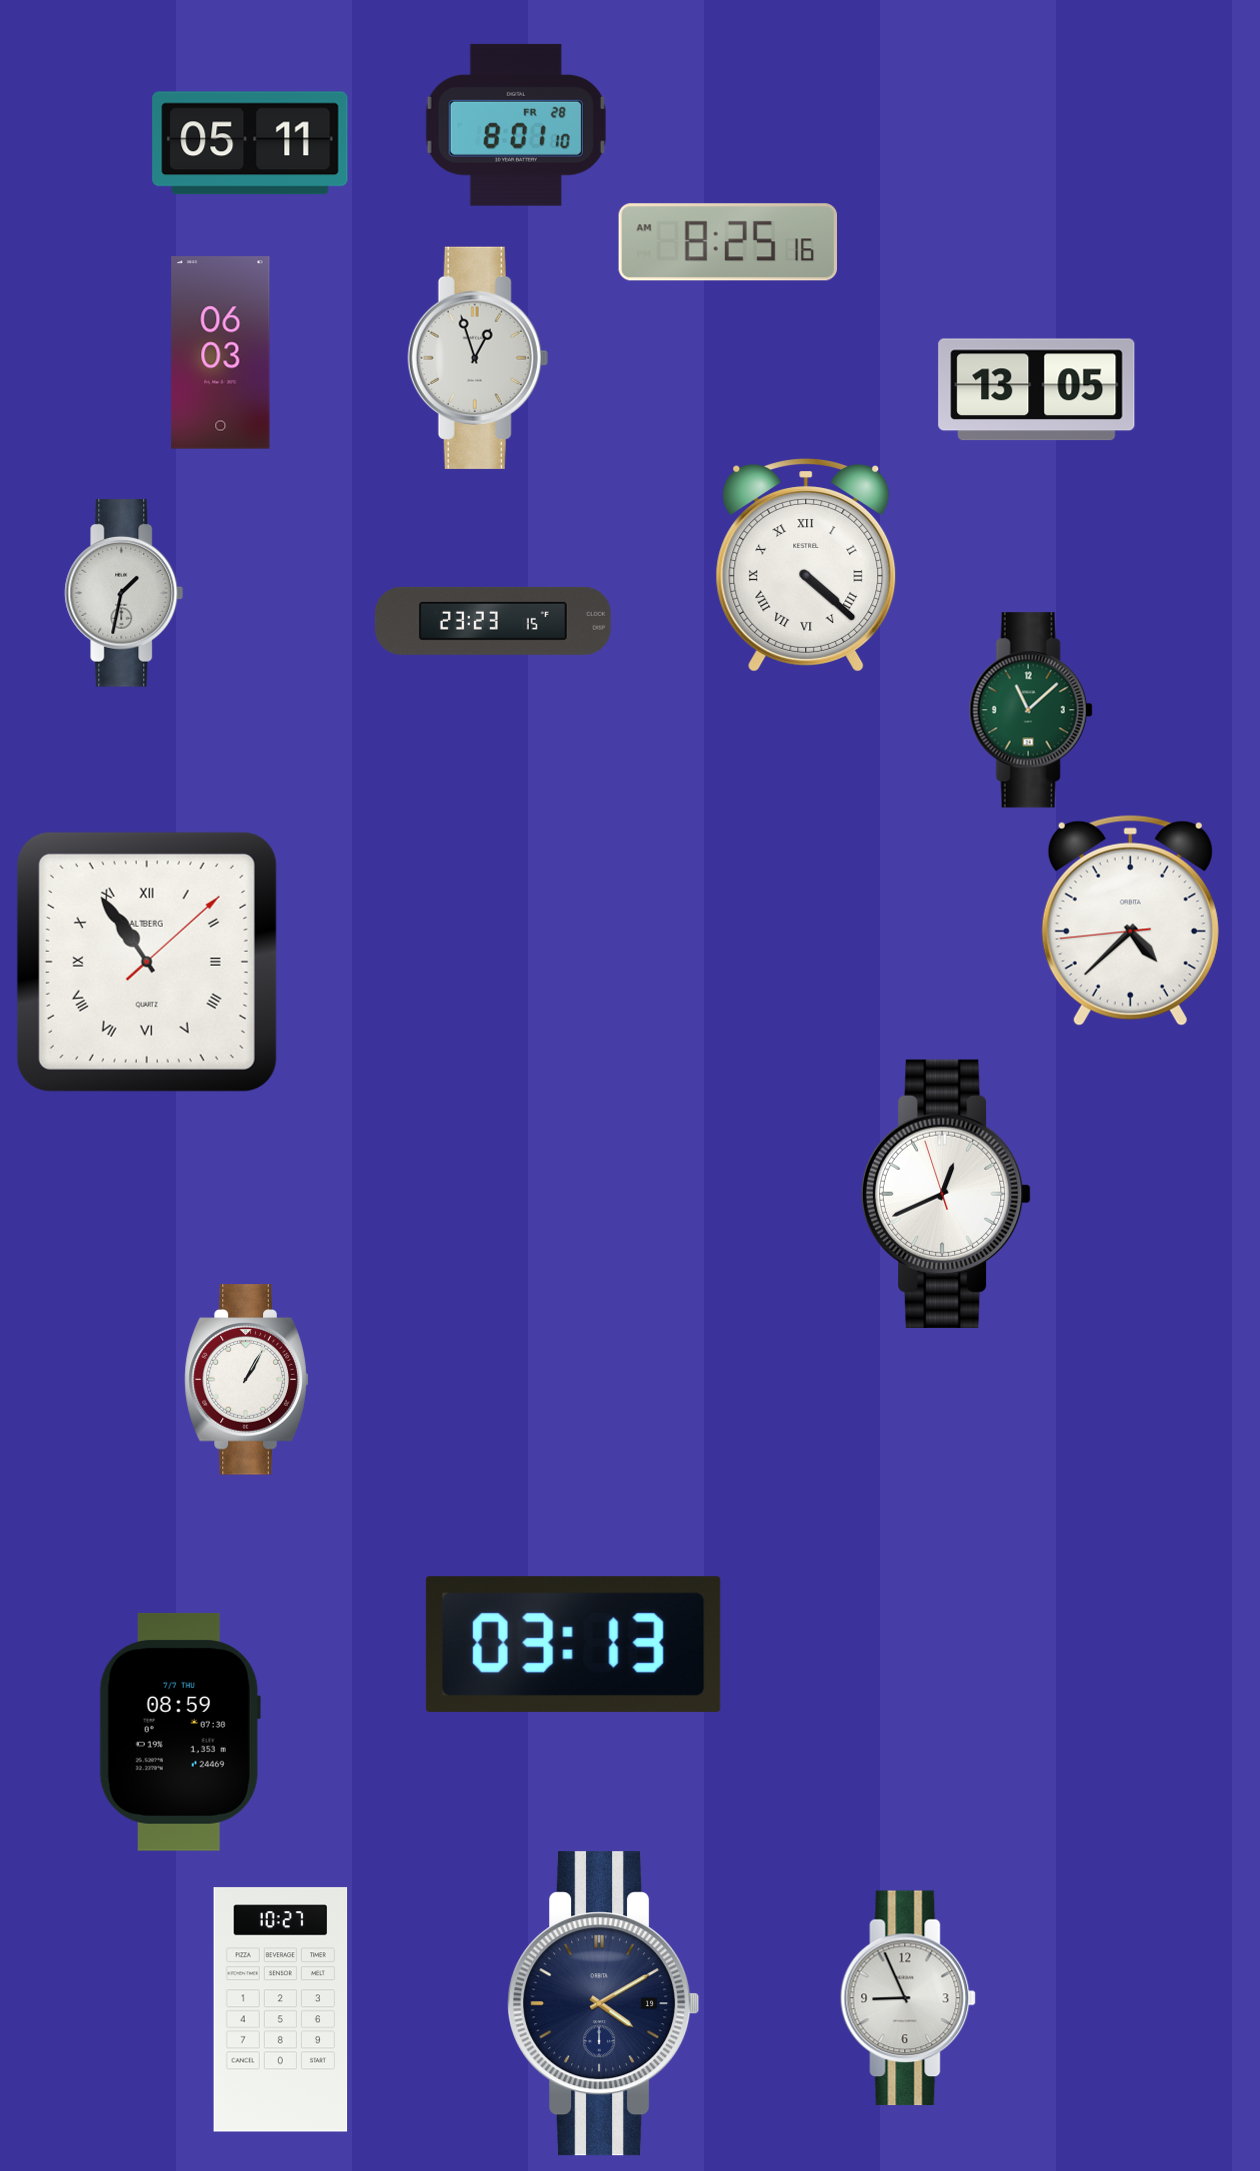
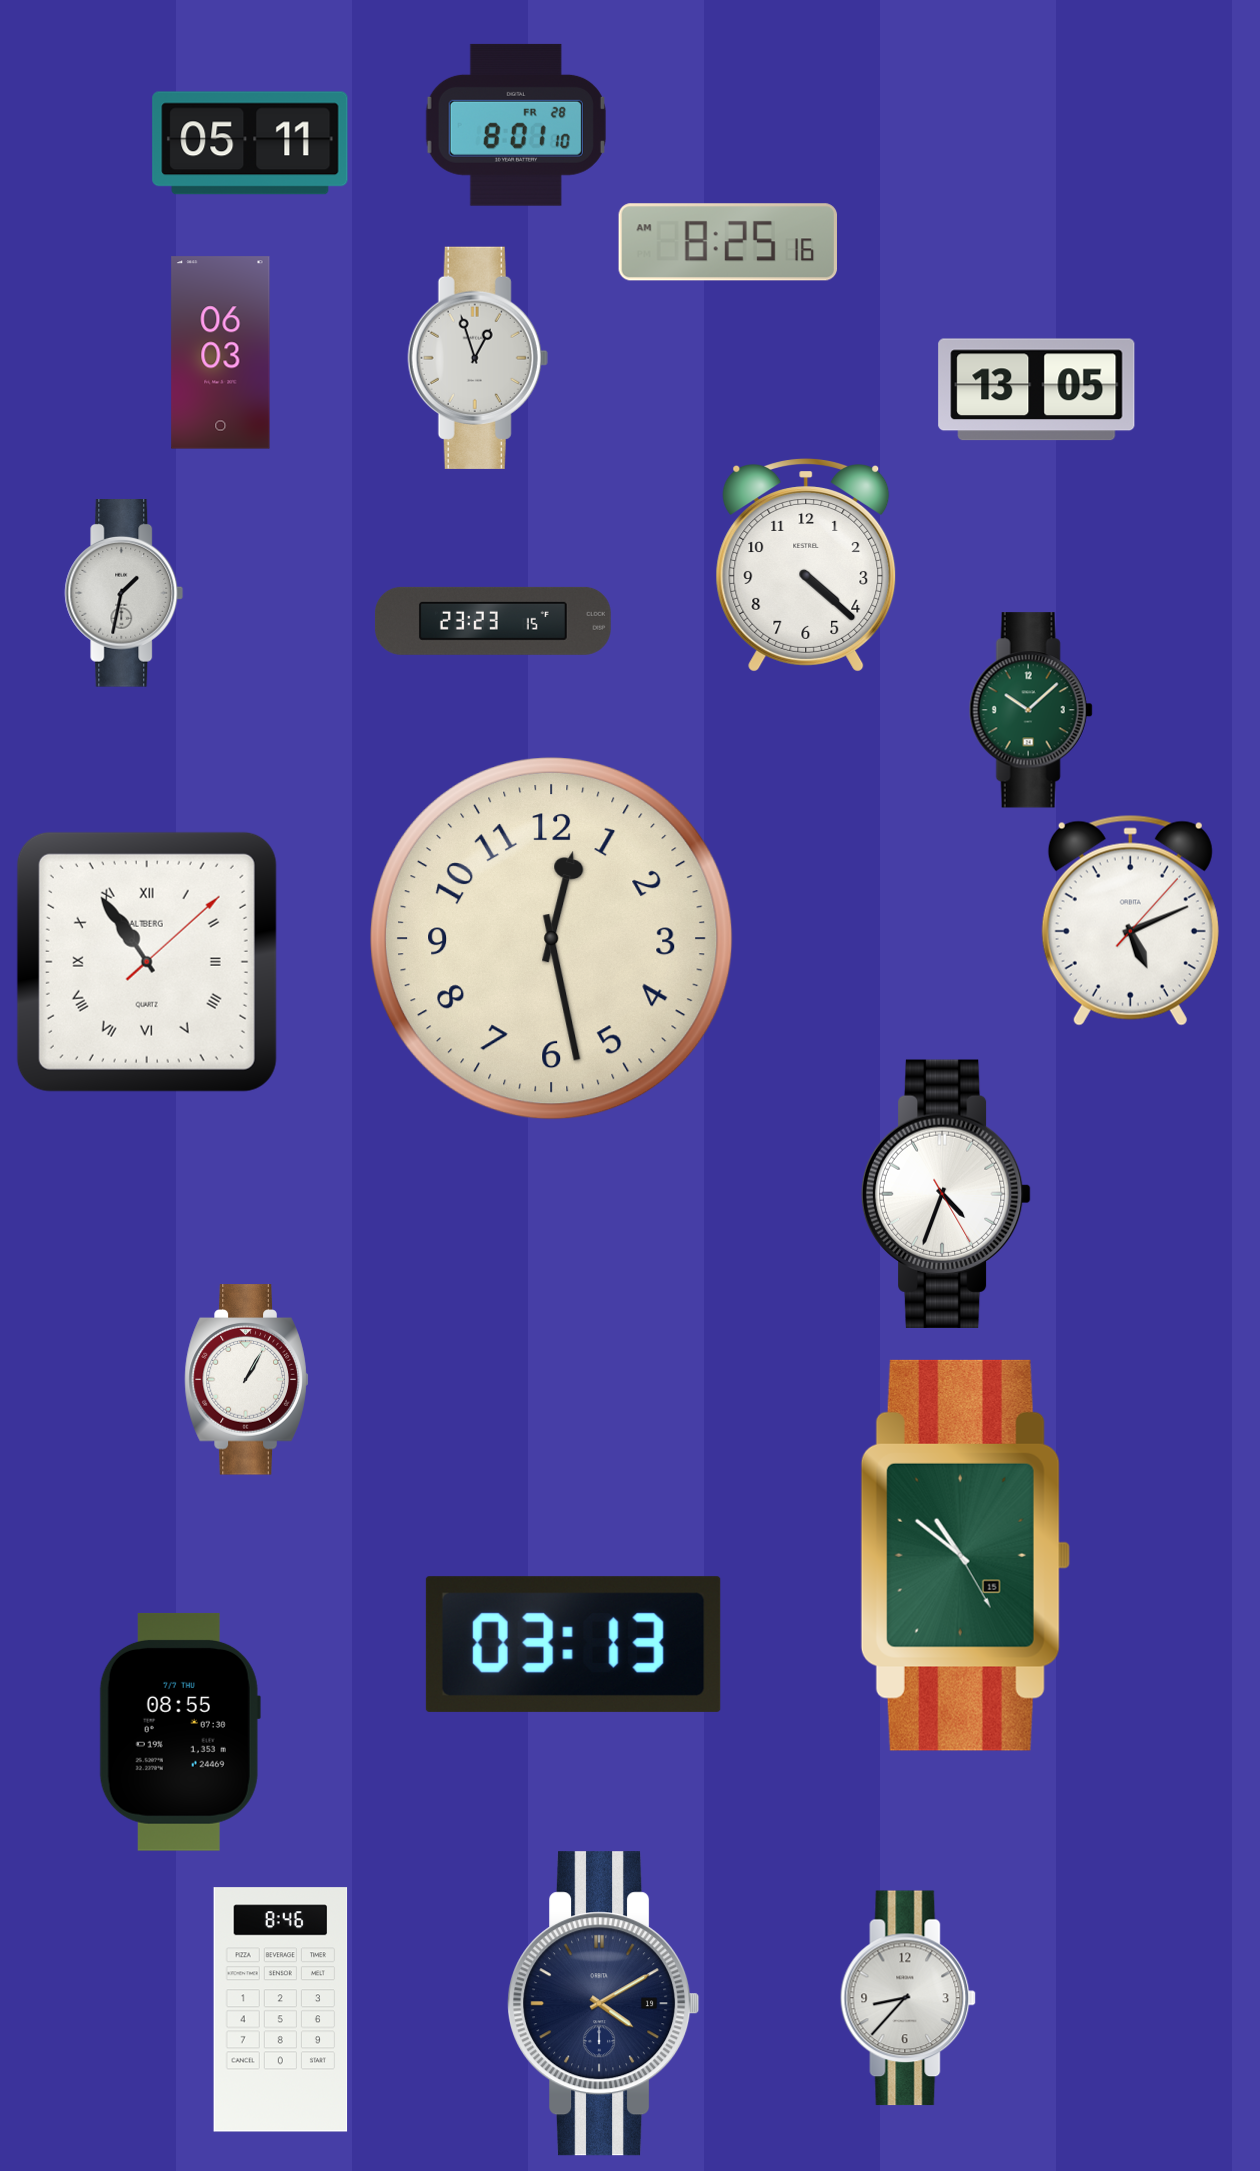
clock at (806, 565) numerals: Roman -> Arabic
clock at (1031, 710): 11:08 -> 10:08
clock at (1130, 920): 4:37 -> 5:11
clock at (552, 939): none -> 12:28
clock at (946, 1194): 12:40 -> 4:33
clock at (965, 1555): none -> 10:51
clock at (180, 1732): 08:59 -> 08:55
clock at (908, 1998): 8:56 -> 8:37
clock at (281, 2010): 10:27 -> 8:46
